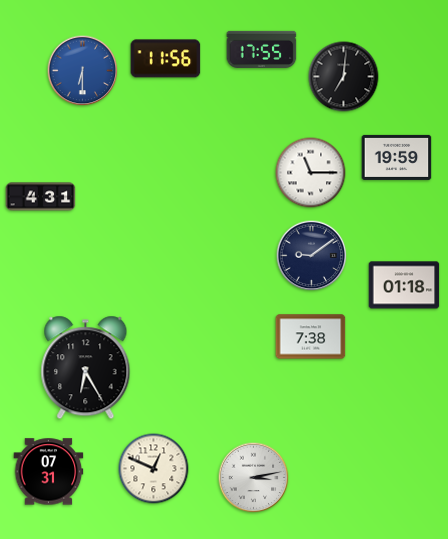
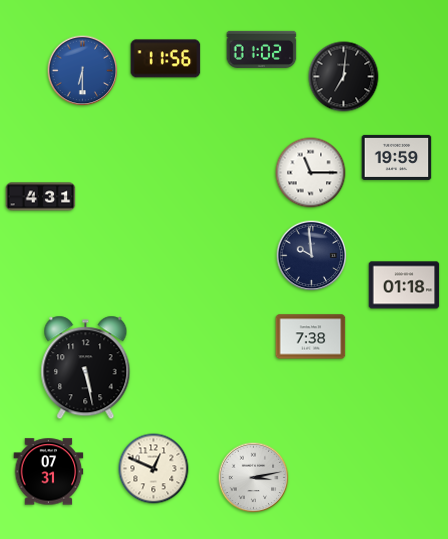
clock at (262, 49): 17:55 -> 01:02
clock at (312, 256): 9:09 -> 9:59
clock at (86, 368): 6:25 -> 5:28
